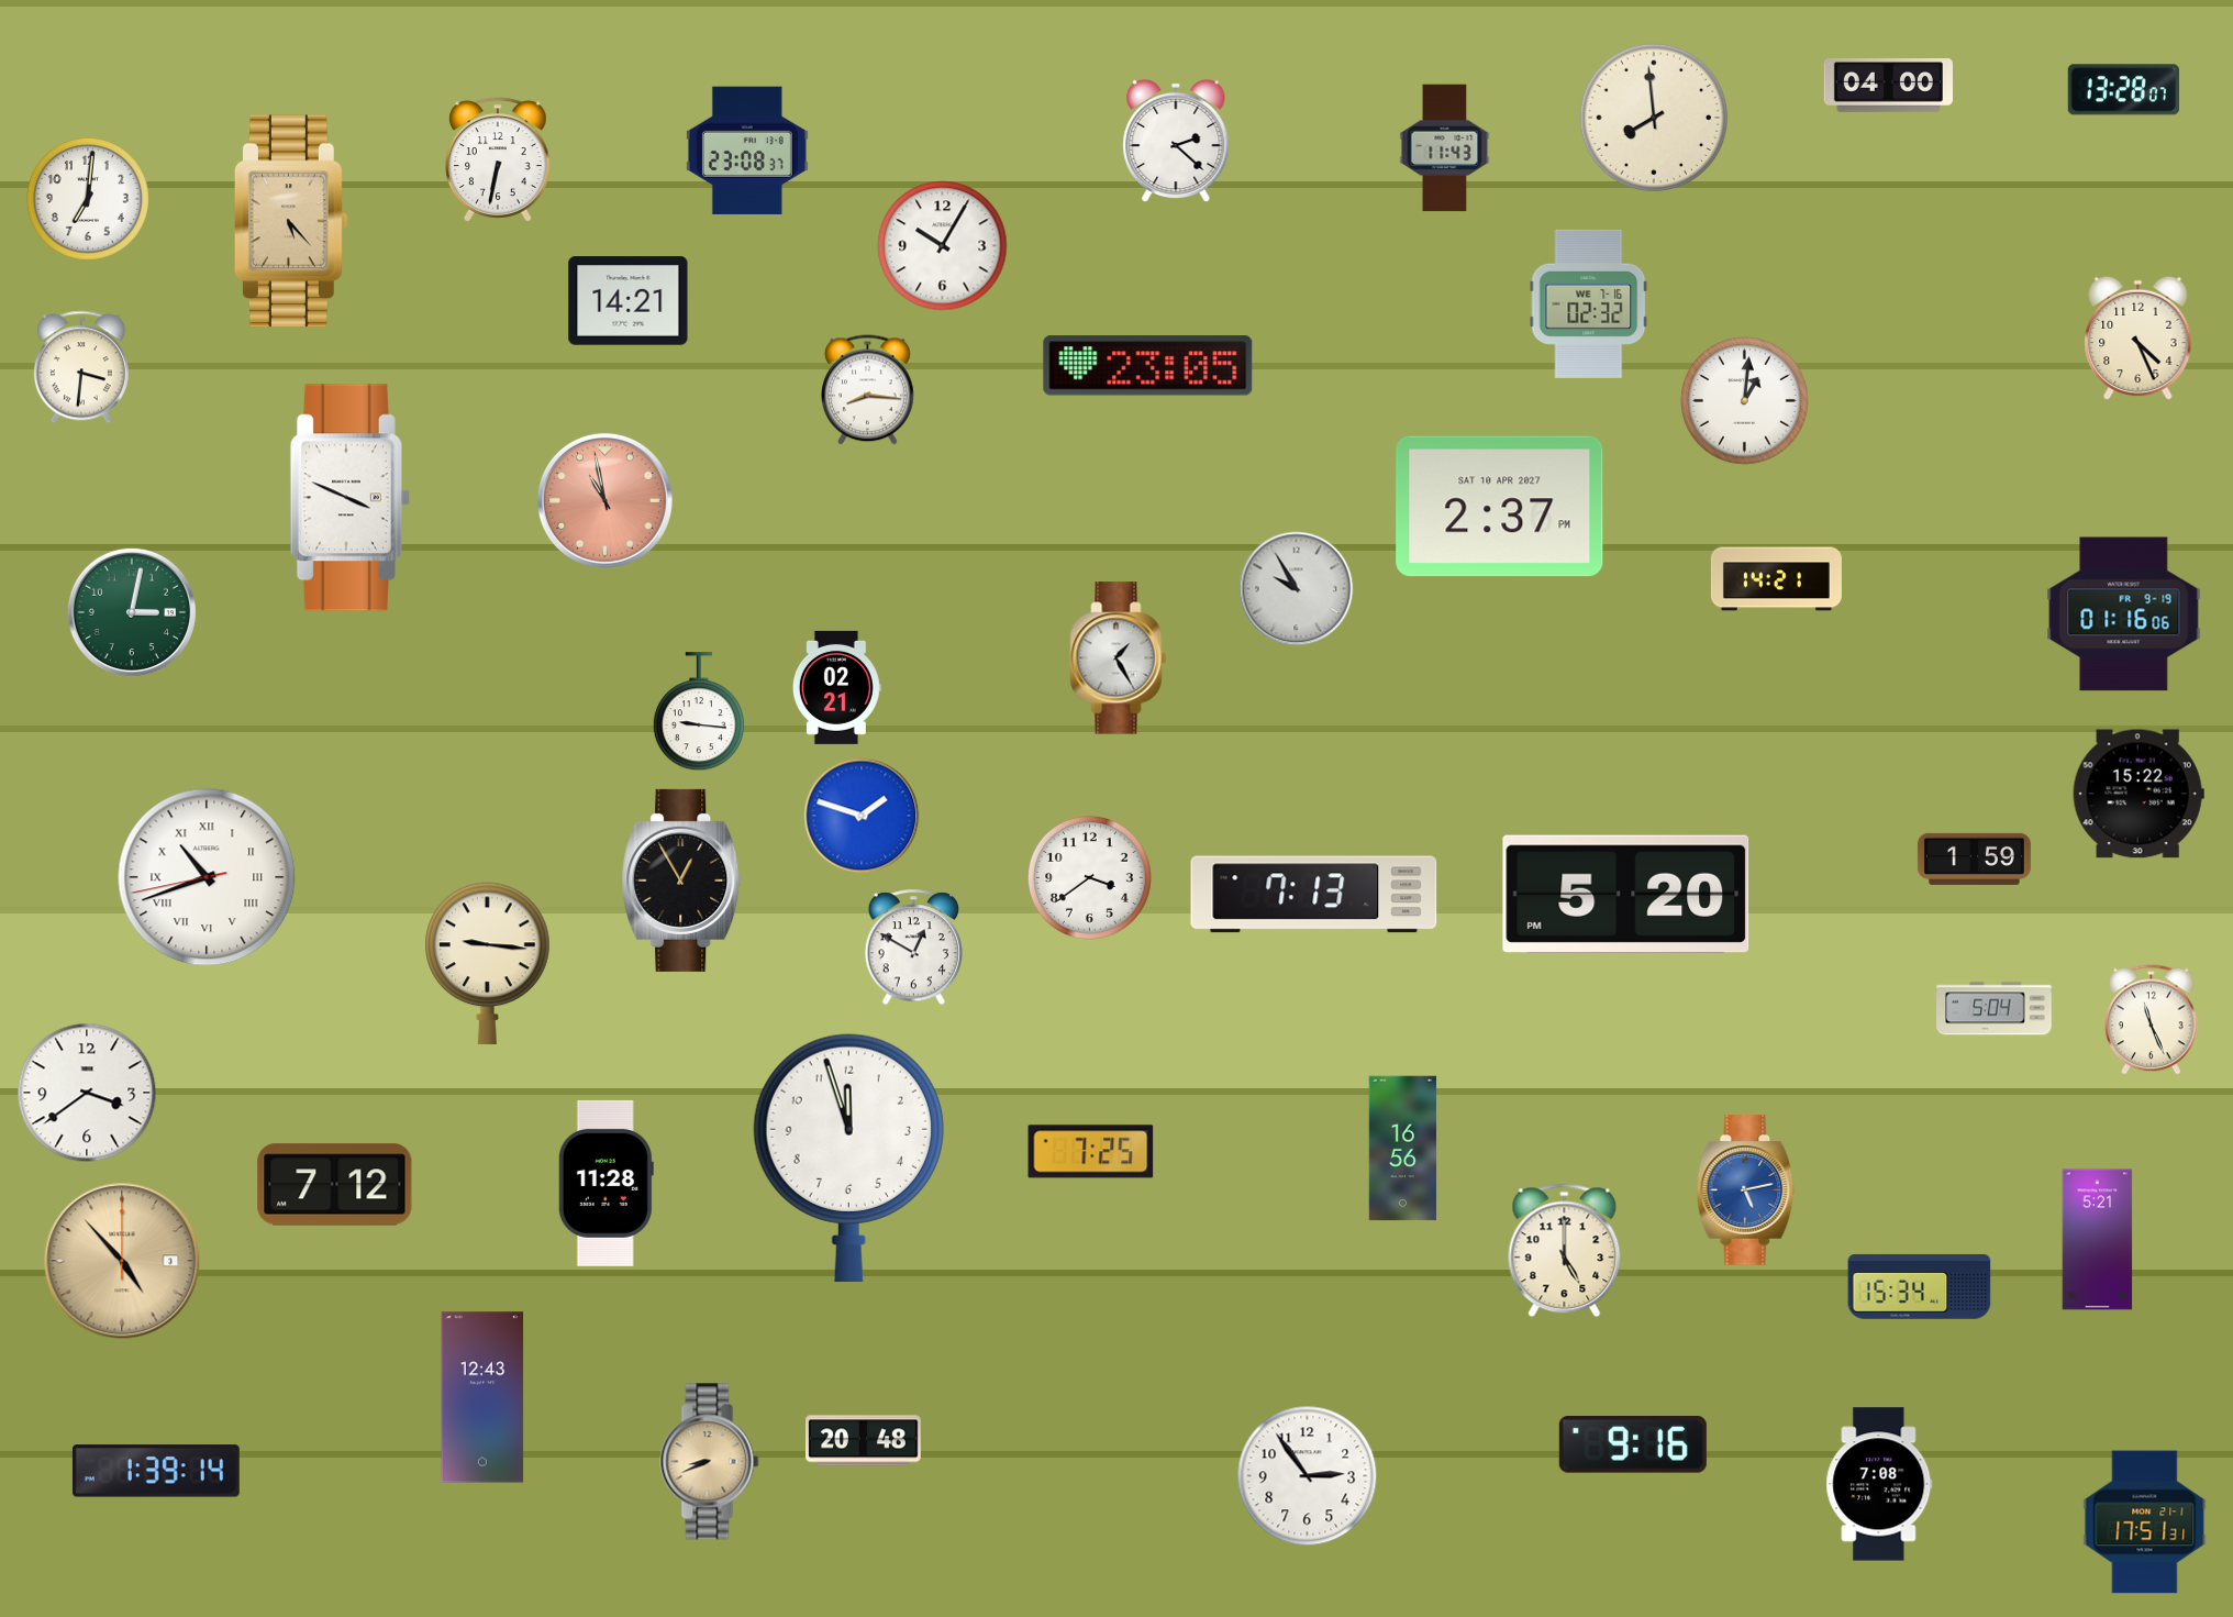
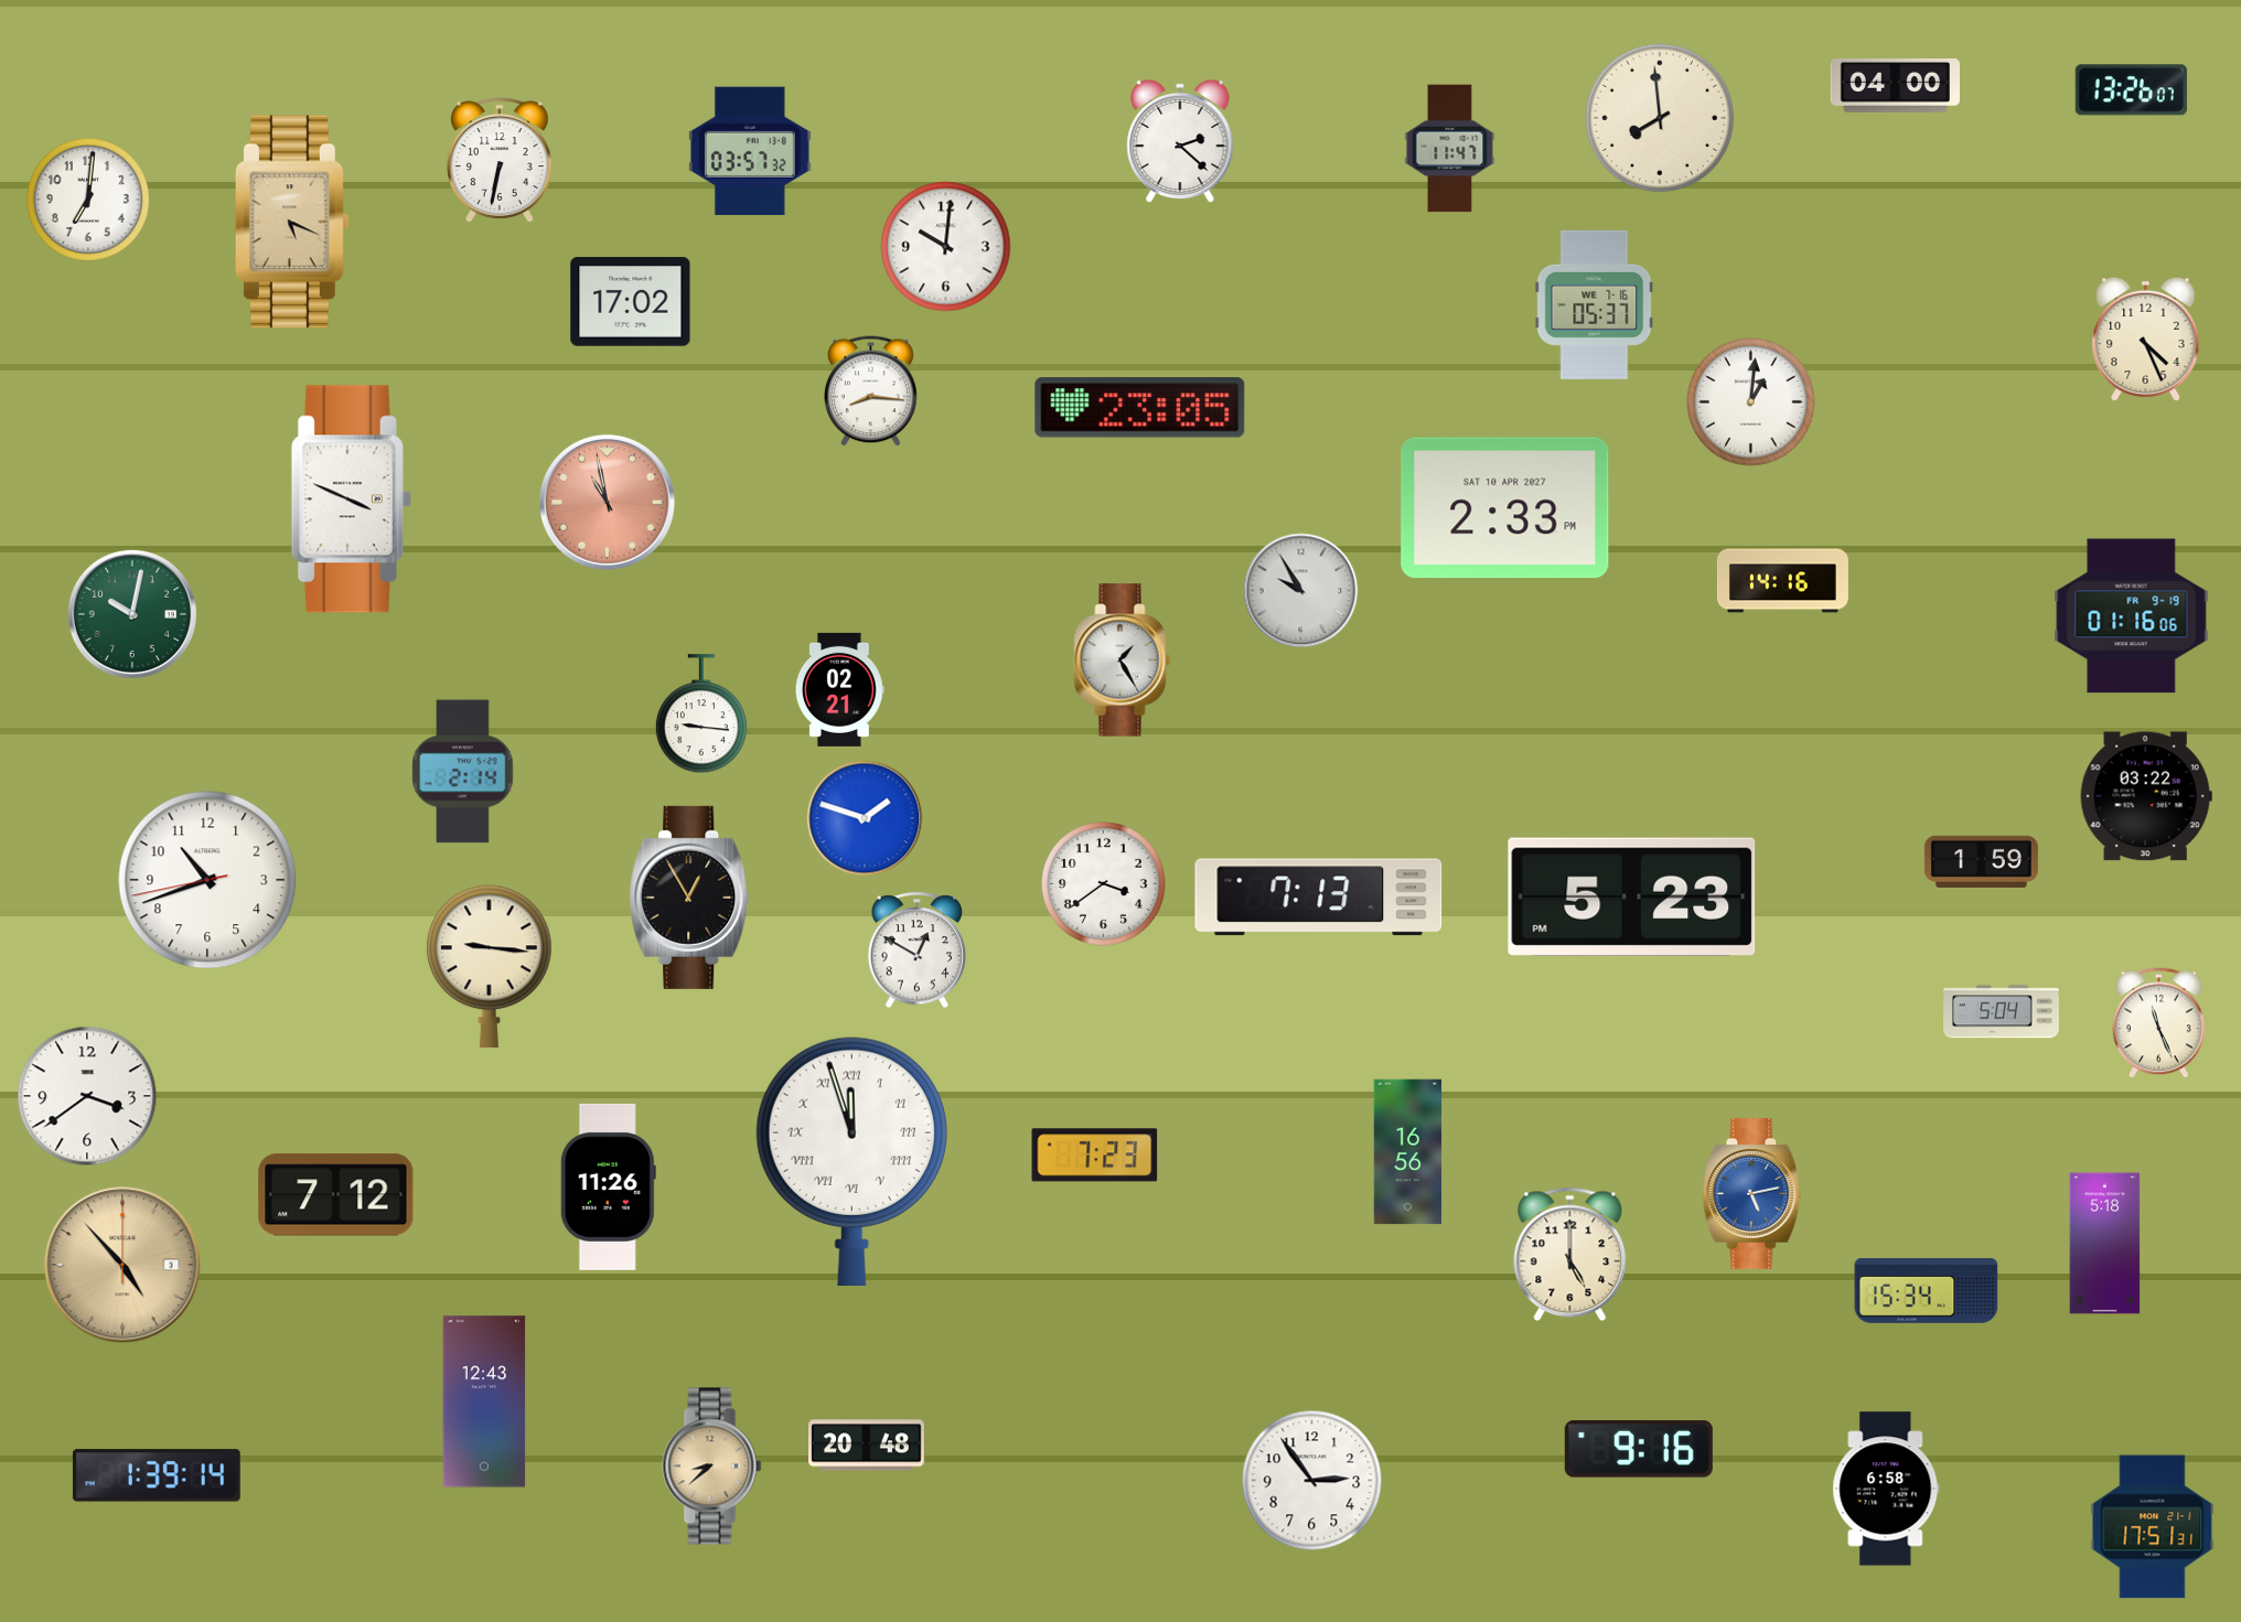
clock at (2123, 90): 13:28 -> 13:26
clock at (1445, 148): 11:43 -> 11:47
clock at (747, 151): 23:08 -> 03:57
clock at (291, 221): 5:23 -> 5:19
clock at (943, 246): 10:05 -> 10:01
clock at (629, 301): 14:21 -> 17:02
clock at (1589, 303): 02:32 -> 05:37
clock at (1148, 366) position: (1148, 366) -> (1140, 408)
clock at (81, 367): 3:31 -> none
clock at (1500, 507): 2:37 -> 2:33
clock at (1776, 579): 14:21 -> 14:16
clock at (132, 612): 3:02 -> 10:02
clock at (463, 772): none -> 2:14
clock at (2138, 794): 15:22 -> 03:22
clock at (207, 877) numerals: Roman -> Arabic
clock at (1089, 877) position: (1089, 877) -> (1103, 883)
clock at (681, 881) position: (681, 881) -> (689, 898)
clock at (1626, 894): 5:20 -> 5:23
clock at (1091, 1152): 7:25 -> 7:23
clock at (848, 1158) numerals: Arabic -> Roman
clock at (606, 1183): 11:28 -> 11:26
clock at (335, 1185) position: (335, 1185) -> (336, 1195)
clock at (2098, 1240): 5:21 -> 5:18
clock at (710, 1462): 8:41 -> 8:38
clock at (1879, 1484): 7:08 -> 6:58
